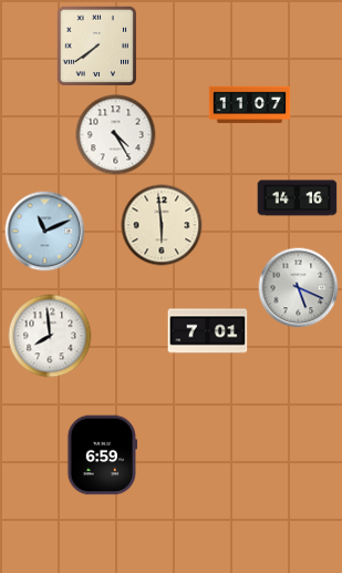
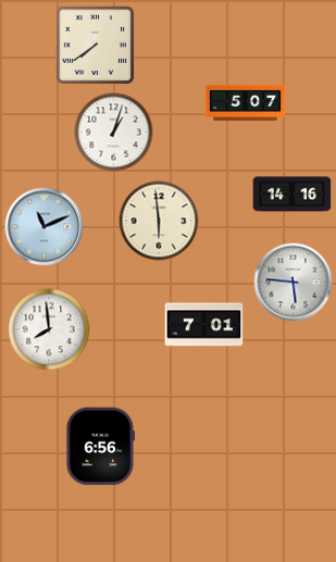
clock at (250, 105): 11:07 -> 5:07
clock at (116, 135): 4:25 -> 1:03
clock at (299, 288): 5:19 -> 5:46
clock at (103, 456): 6:59 -> 6:56
